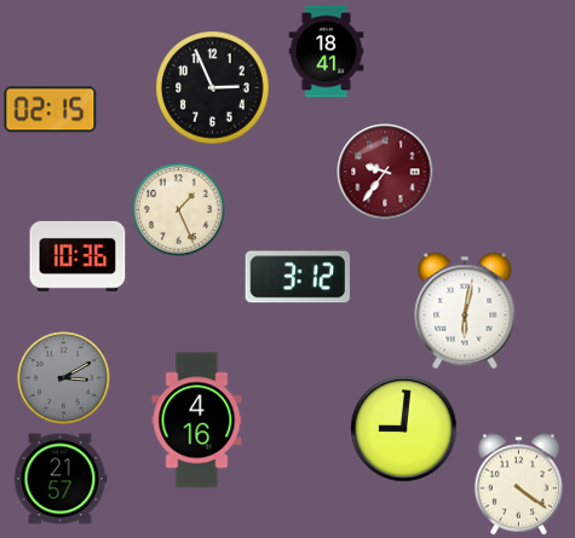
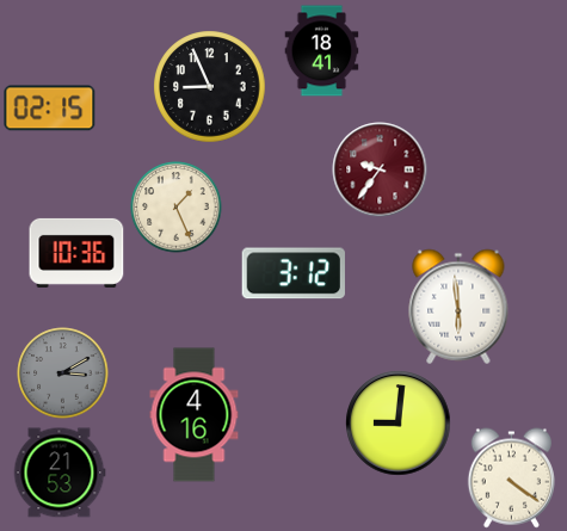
clock at (213, 88): 2:56 -> 8:56
clock at (465, 311): 6:02 -> 5:59
clock at (61, 479): 21:57 -> 21:53
